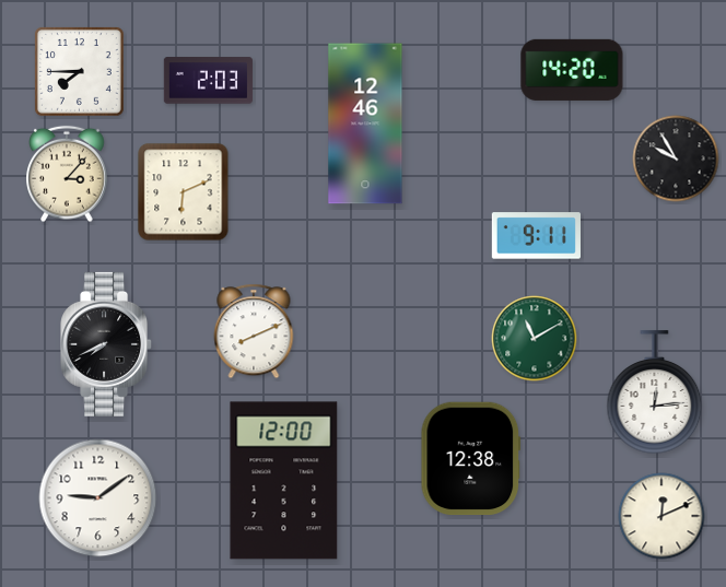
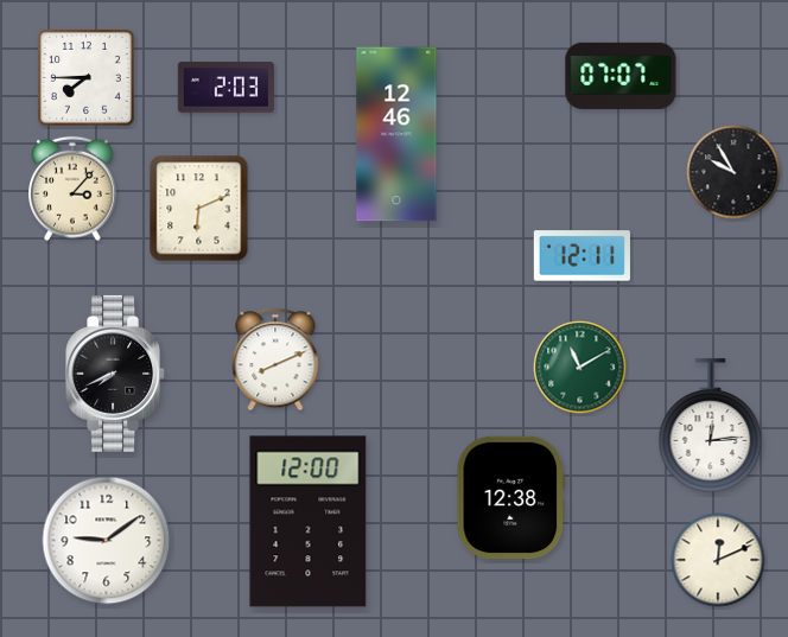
clock at (572, 70): 14:20 -> 07:07
clock at (536, 236): 9:11 -> 12:11
